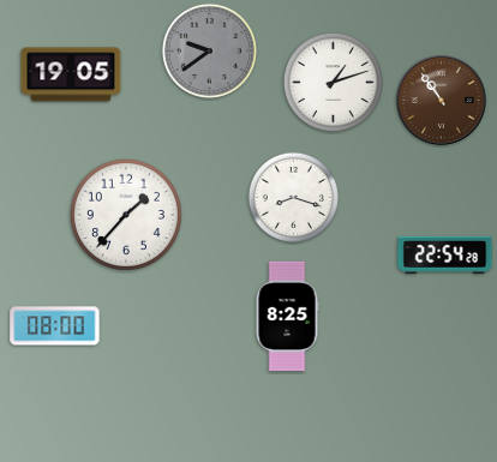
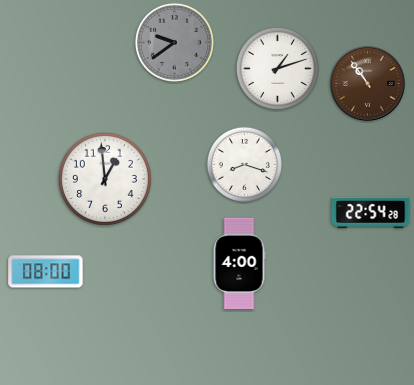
clock at (71, 74): 19:05 -> none
clock at (126, 215): 1:37 -> 12:59
clock at (287, 317): 8:25 -> 4:00
